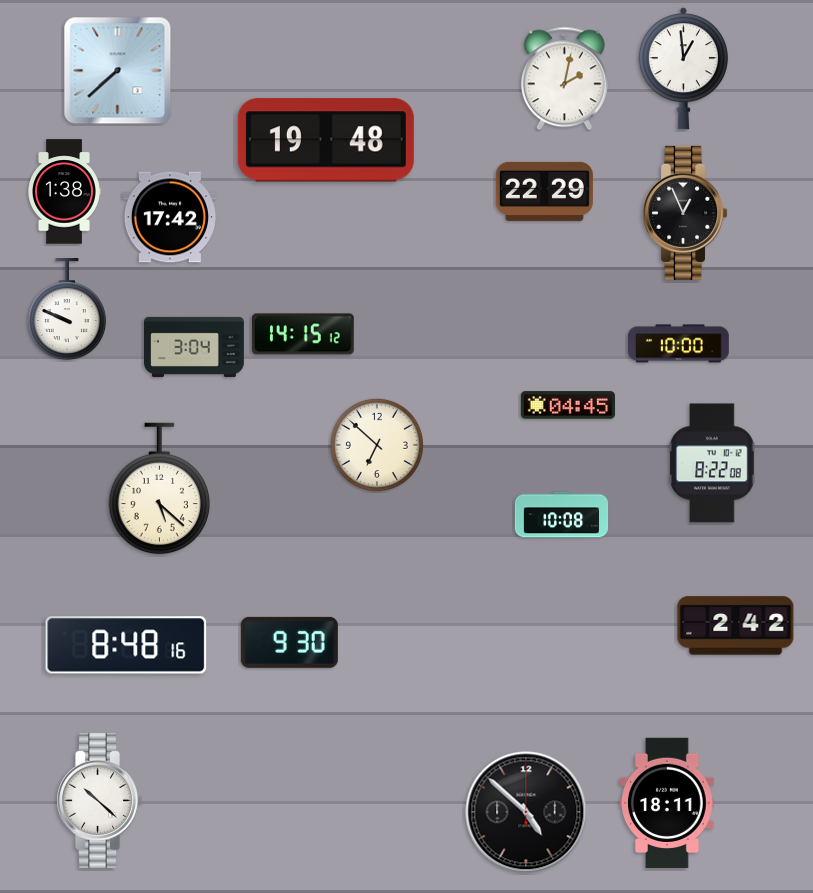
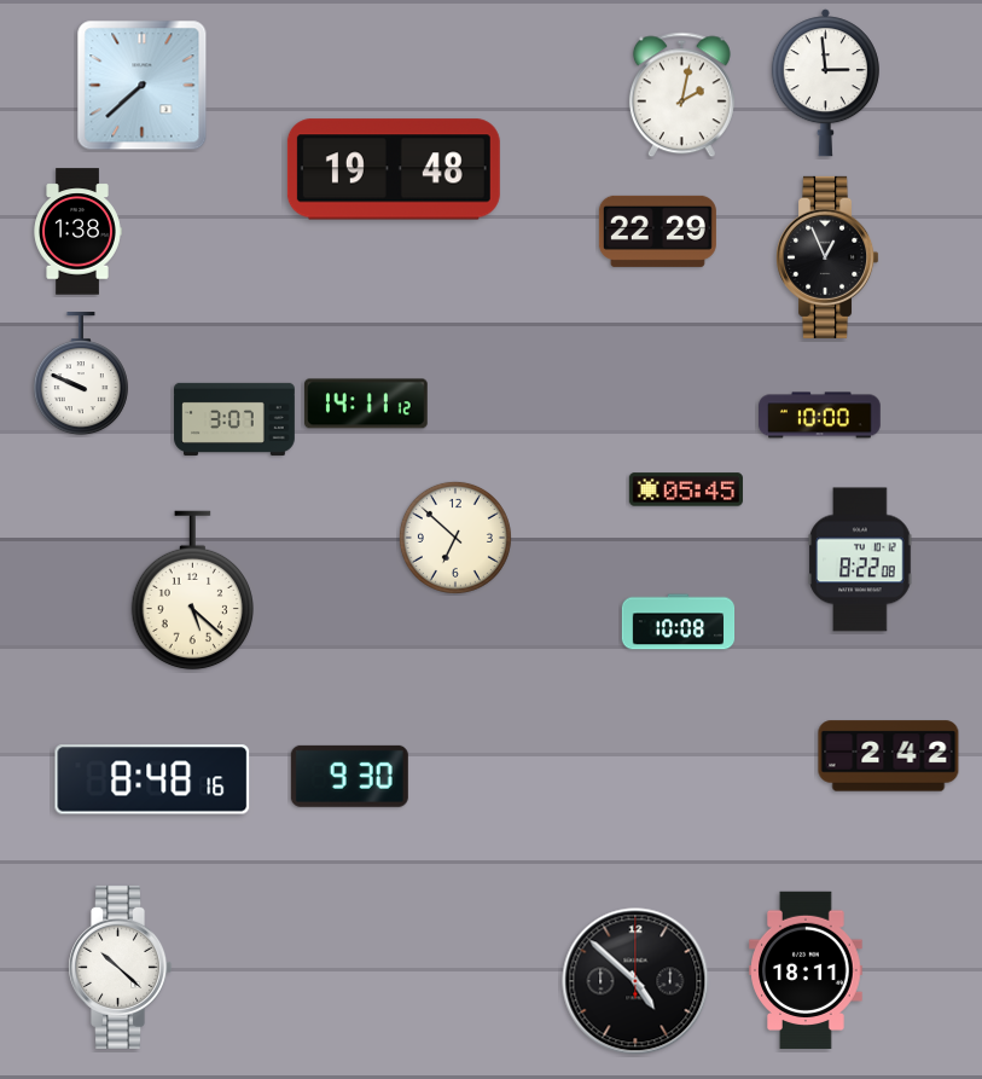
clock at (683, 69): 12:59 -> 2:59
clock at (170, 217): 17:42 -> none
clock at (304, 334): 14:15 -> 14:11
clock at (195, 347): 3:04 -> 3:07
clock at (568, 405): 04:45 -> 05:45
